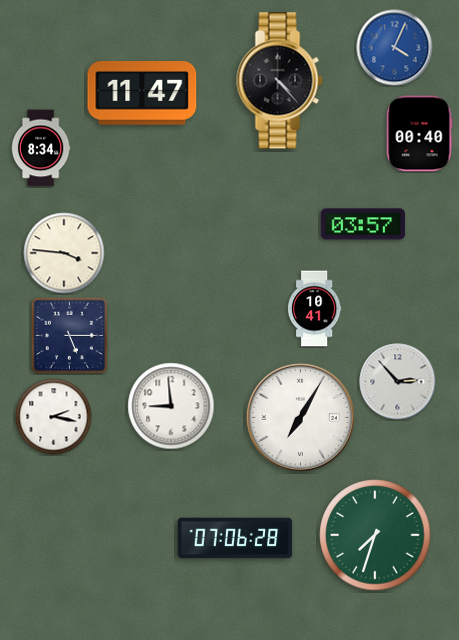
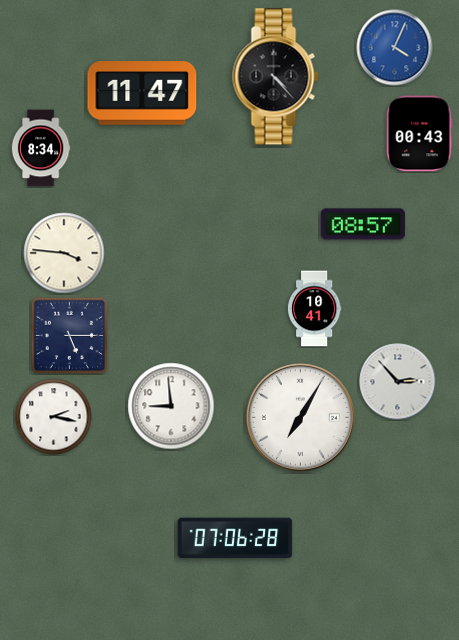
clock at (280, 81) position: (280, 81) -> (276, 77)
clock at (419, 134): 00:40 -> 00:43
clock at (363, 224): 03:57 -> 08:57
clock at (375, 535): 7:33 -> none
